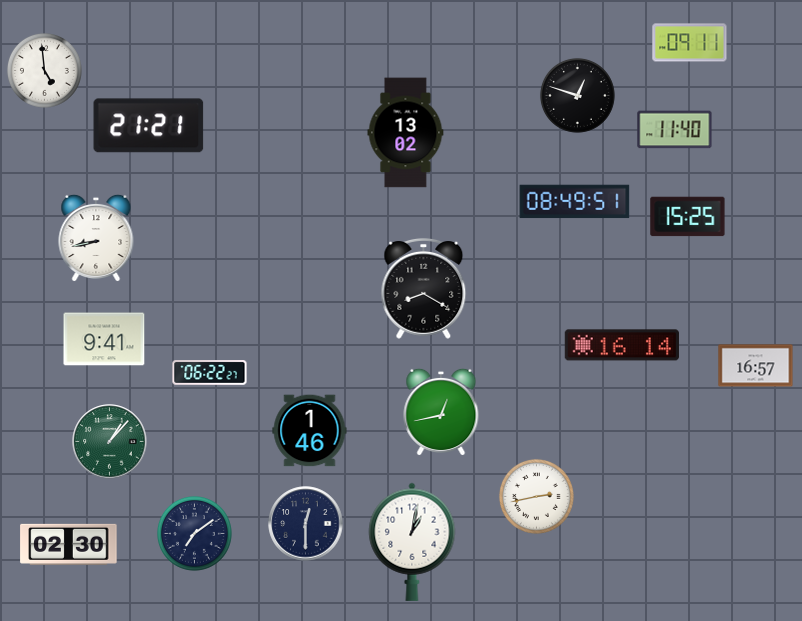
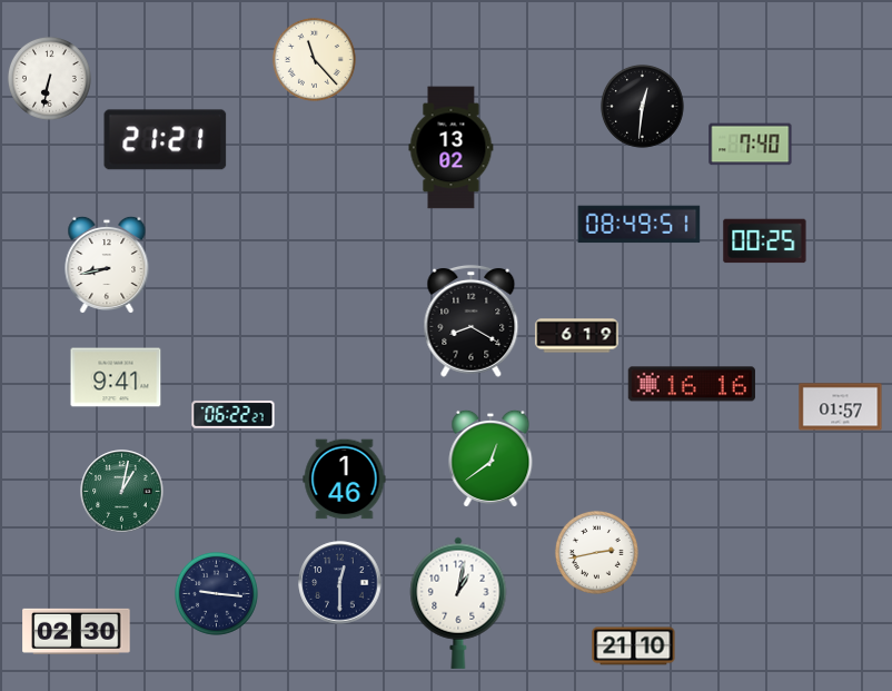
clock at (690, 43): 09:11 -> none
clock at (314, 59): none -> 11:23
clock at (44, 70): 4:59 -> 6:32
clock at (577, 95): 12:48 -> 12:31
clock at (675, 130): 11:40 -> 7:40
clock at (688, 217): 15:25 -> 00:25
clock at (577, 336): none -> 6:19
clock at (621, 345): 16:14 -> 16:16
clock at (756, 366): 16:57 -> 01:57
clock at (441, 411): 12:43 -> 12:39
clock at (110, 442): 1:07 -> 1:02
clock at (194, 533): 7:09 -> 9:16
clock at (69, 544) position: (69, 544) -> (77, 631)
clock at (634, 646): none -> 21:10
